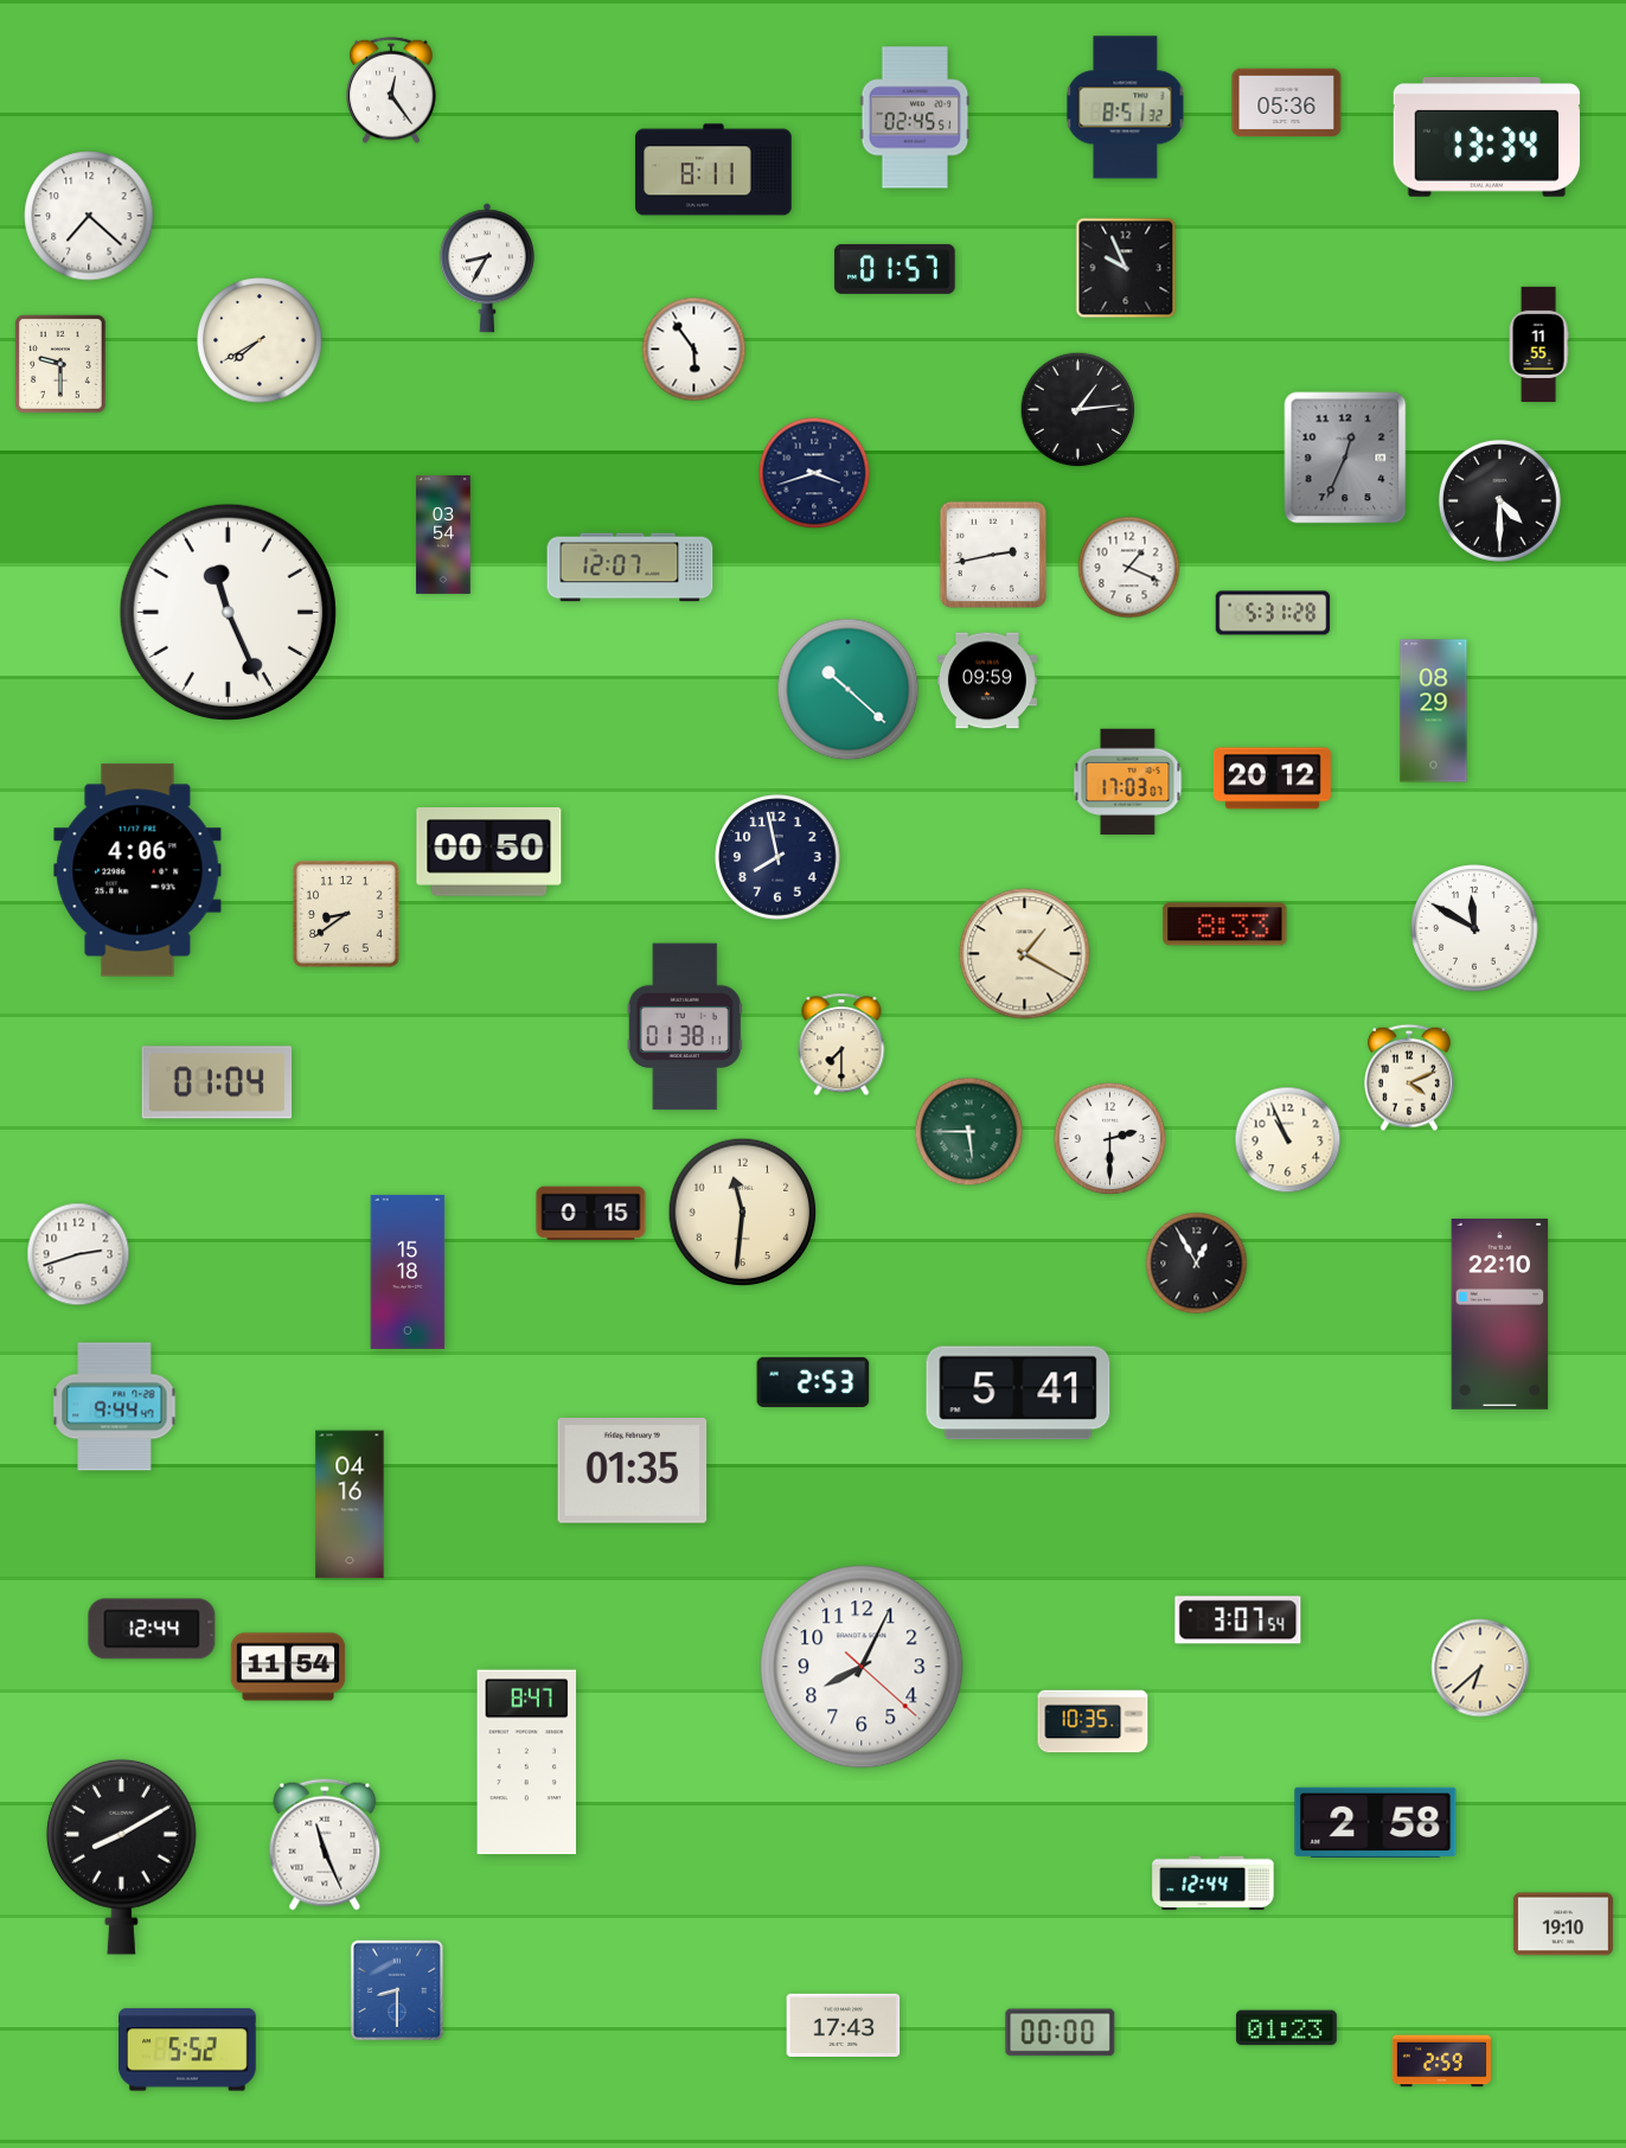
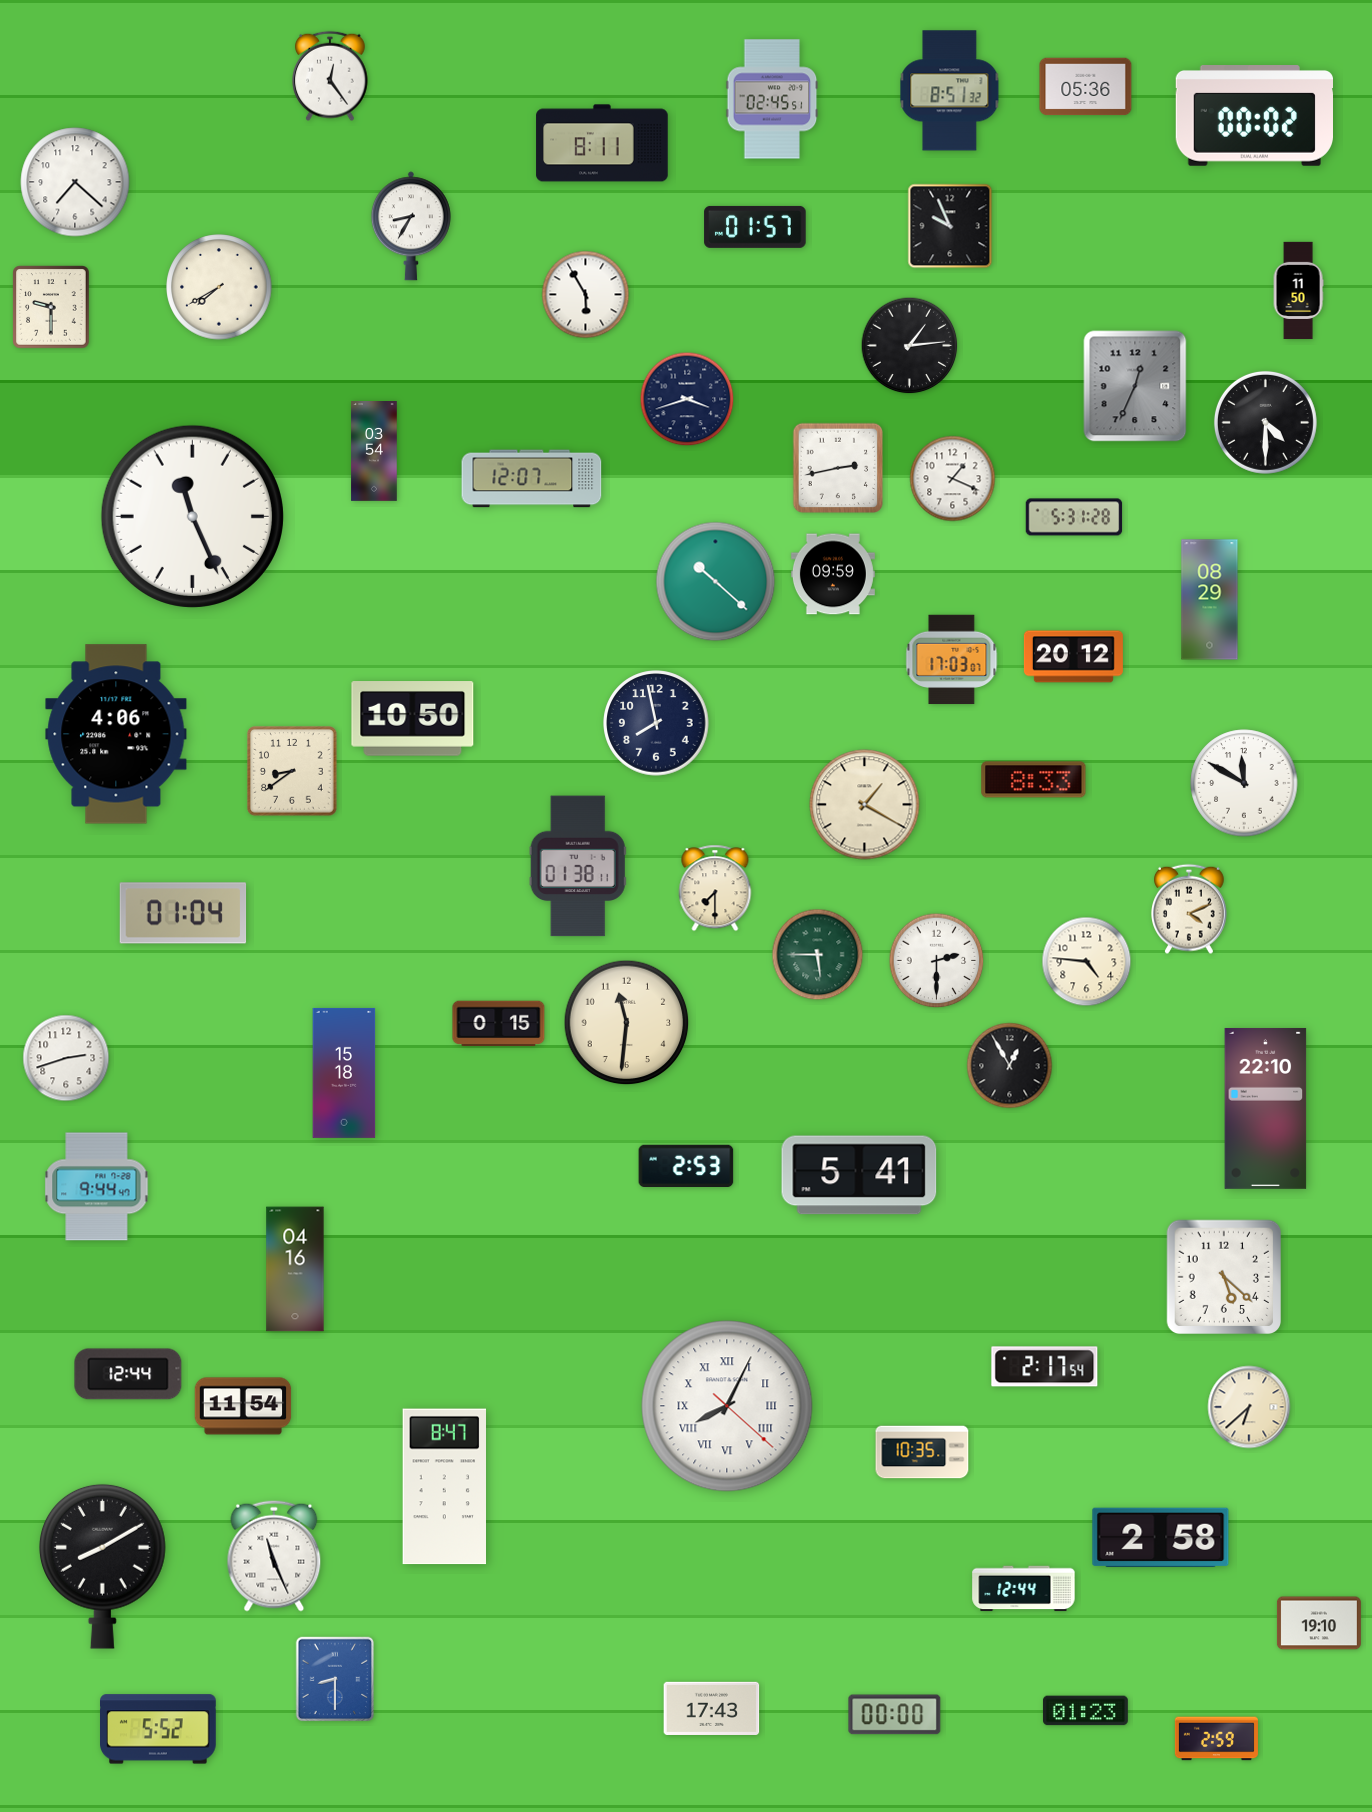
clock at (1486, 138): 13:34 -> 00:02
clock at (1538, 345): 11:55 -> 11:50
clock at (694, 350): 5:54 -> 5:55
clock at (489, 852): 00:50 -> 10:50
clock at (841, 1044) position: (841, 1044) -> (715, 888)
clock at (1288, 1140): 10:56 -> 4:46
clock at (633, 1471): 01:35 -> none
clock at (1223, 1276): none -> 5:22
clock at (1238, 1620): 3:07 -> 2:17
clock at (862, 1667) numerals: Arabic -> Roman
